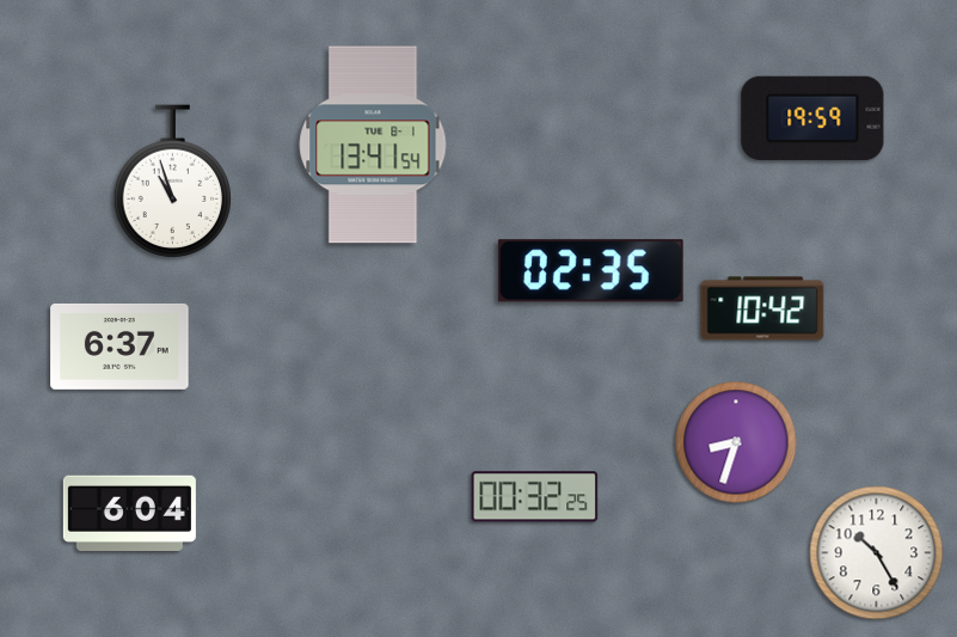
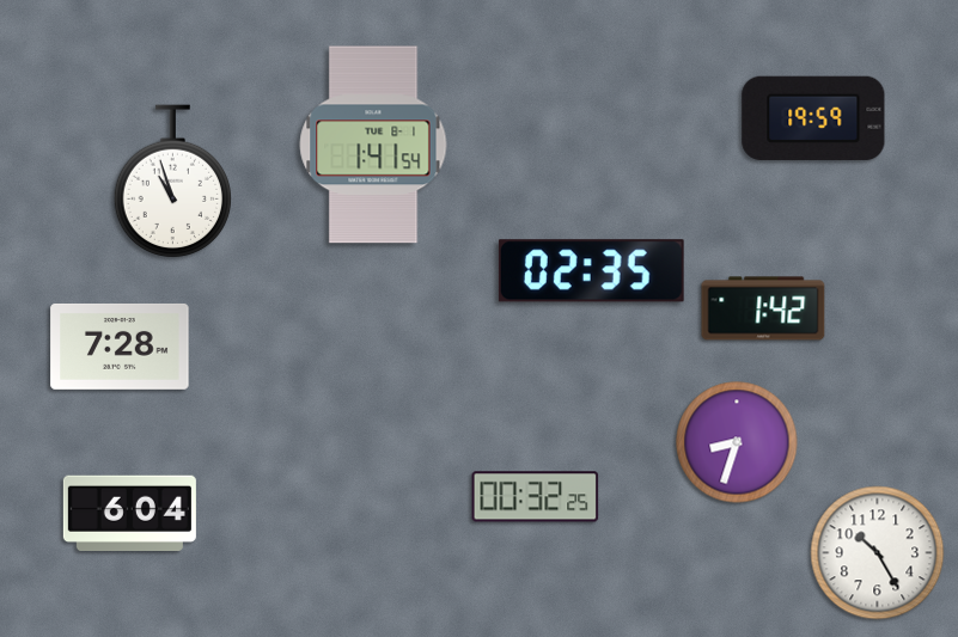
clock at (373, 145): 13:41 -> 1:41
clock at (762, 308): 10:42 -> 1:42
clock at (119, 347): 6:37 -> 7:28
